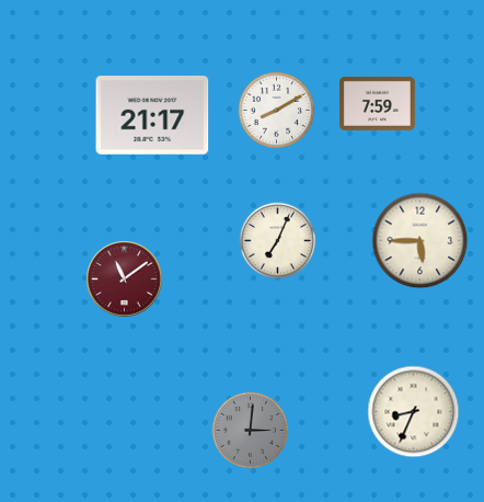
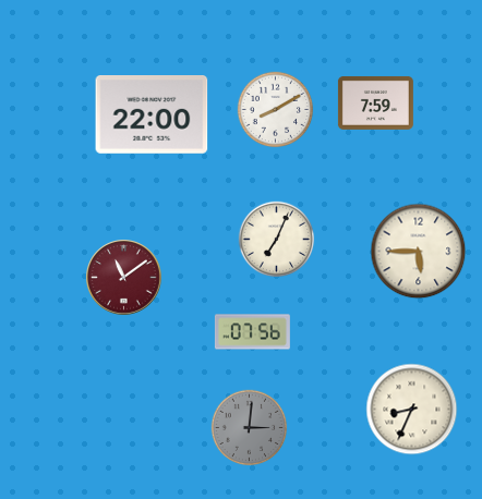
clock at (152, 116): 21:17 -> 22:00
clock at (420, 241) position: (420, 241) -> (419, 252)
clock at (252, 332): none -> 07:56
